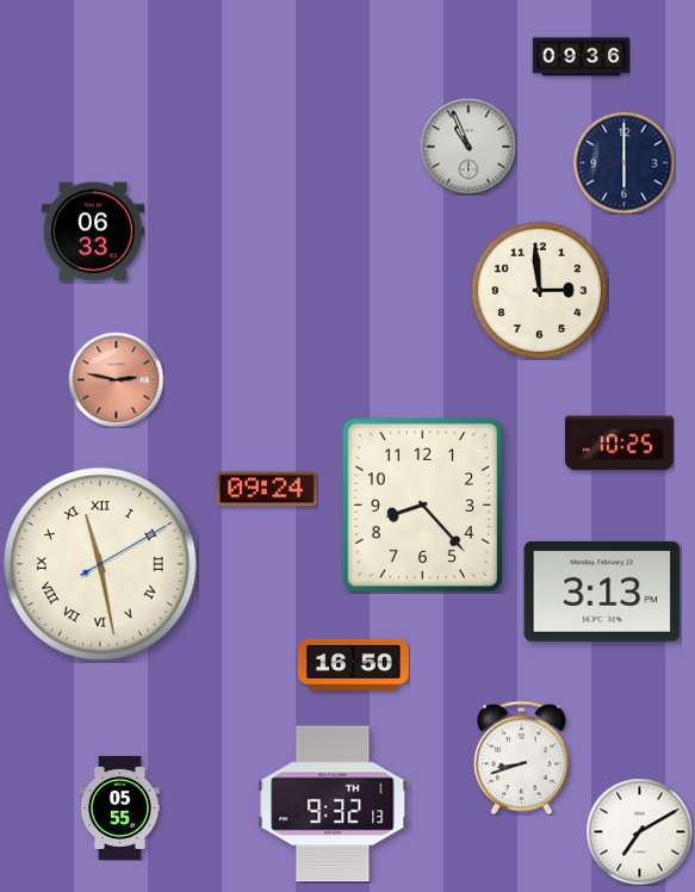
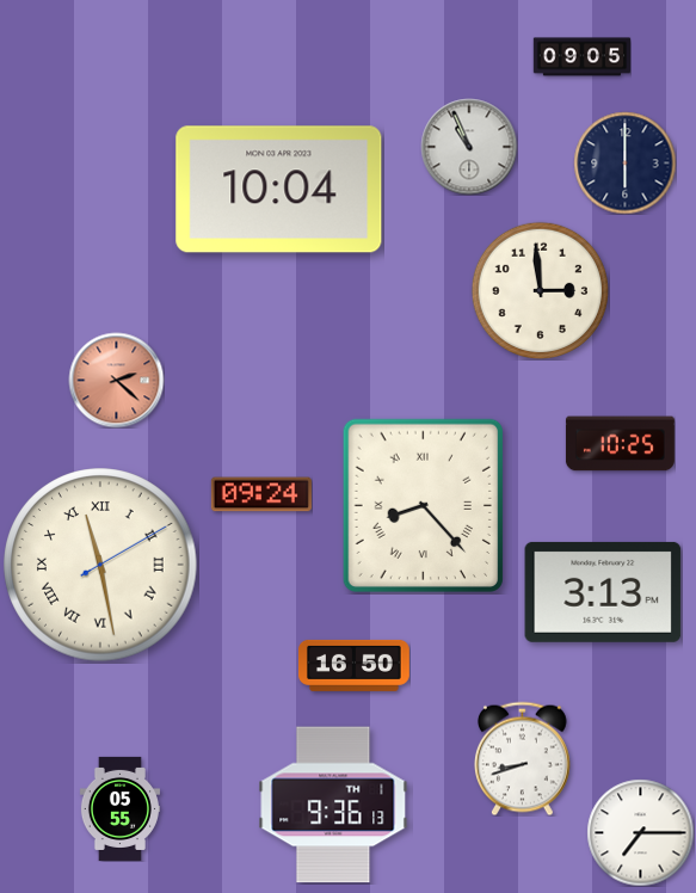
clock at (581, 57): 09:36 -> 09:05
clock at (279, 190): none -> 10:04
clock at (93, 231): 06:33 -> none
clock at (116, 379): 2:47 -> 2:22
clock at (267, 489) position: (267, 489) -> (261, 494)
clock at (422, 504) numerals: Arabic -> Roman
clock at (333, 804): 9:32 -> 9:36
clock at (639, 831): 7:10 -> 7:15
